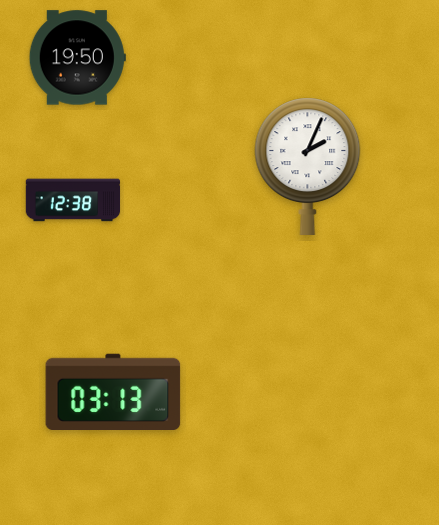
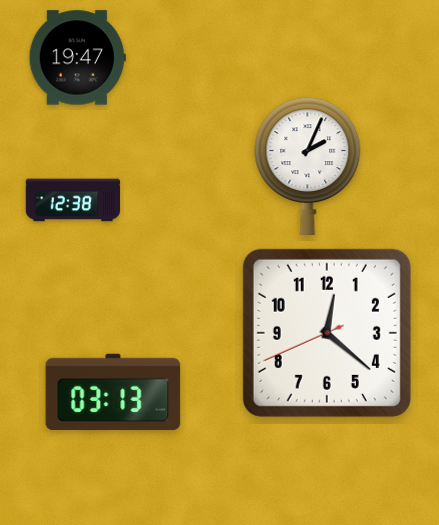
clock at (77, 58): 19:50 -> 19:47
clock at (327, 333): none -> 12:21
